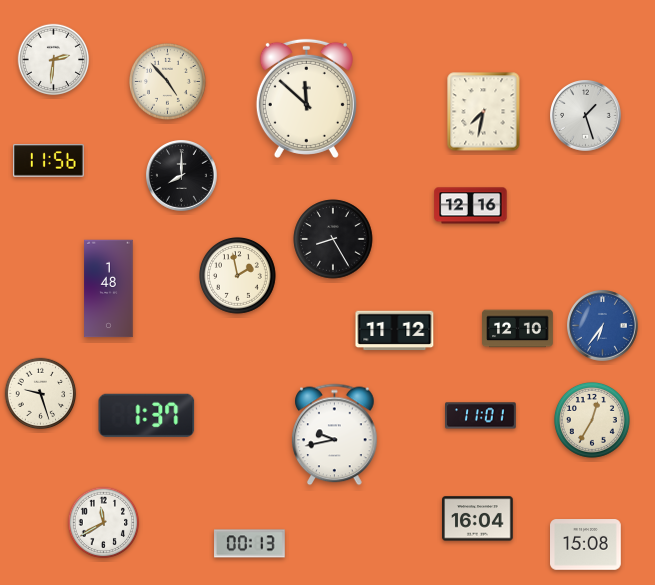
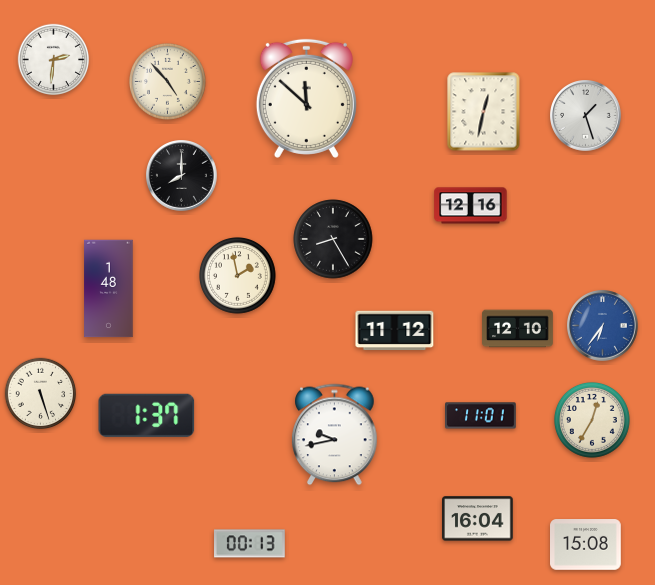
clock at (484, 112): 7:32 -> 12:32
clock at (49, 161): 11:56 -> none
clock at (41, 394): 9:27 -> 5:27
clock at (104, 523): 11:40 -> none
